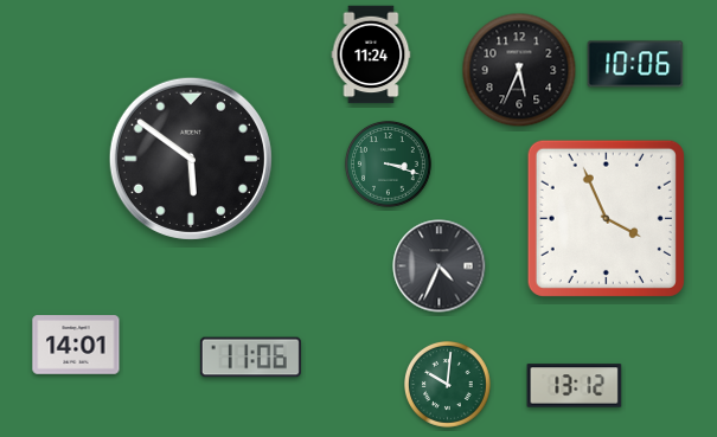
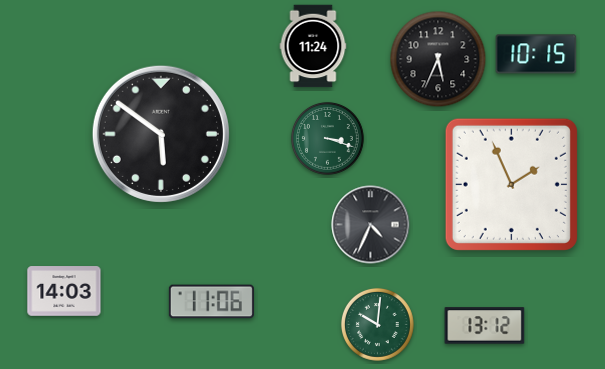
clock at (635, 64): 10:06 -> 10:15
clock at (606, 218): 3:56 -> 1:56
clock at (76, 345): 14:01 -> 14:03
